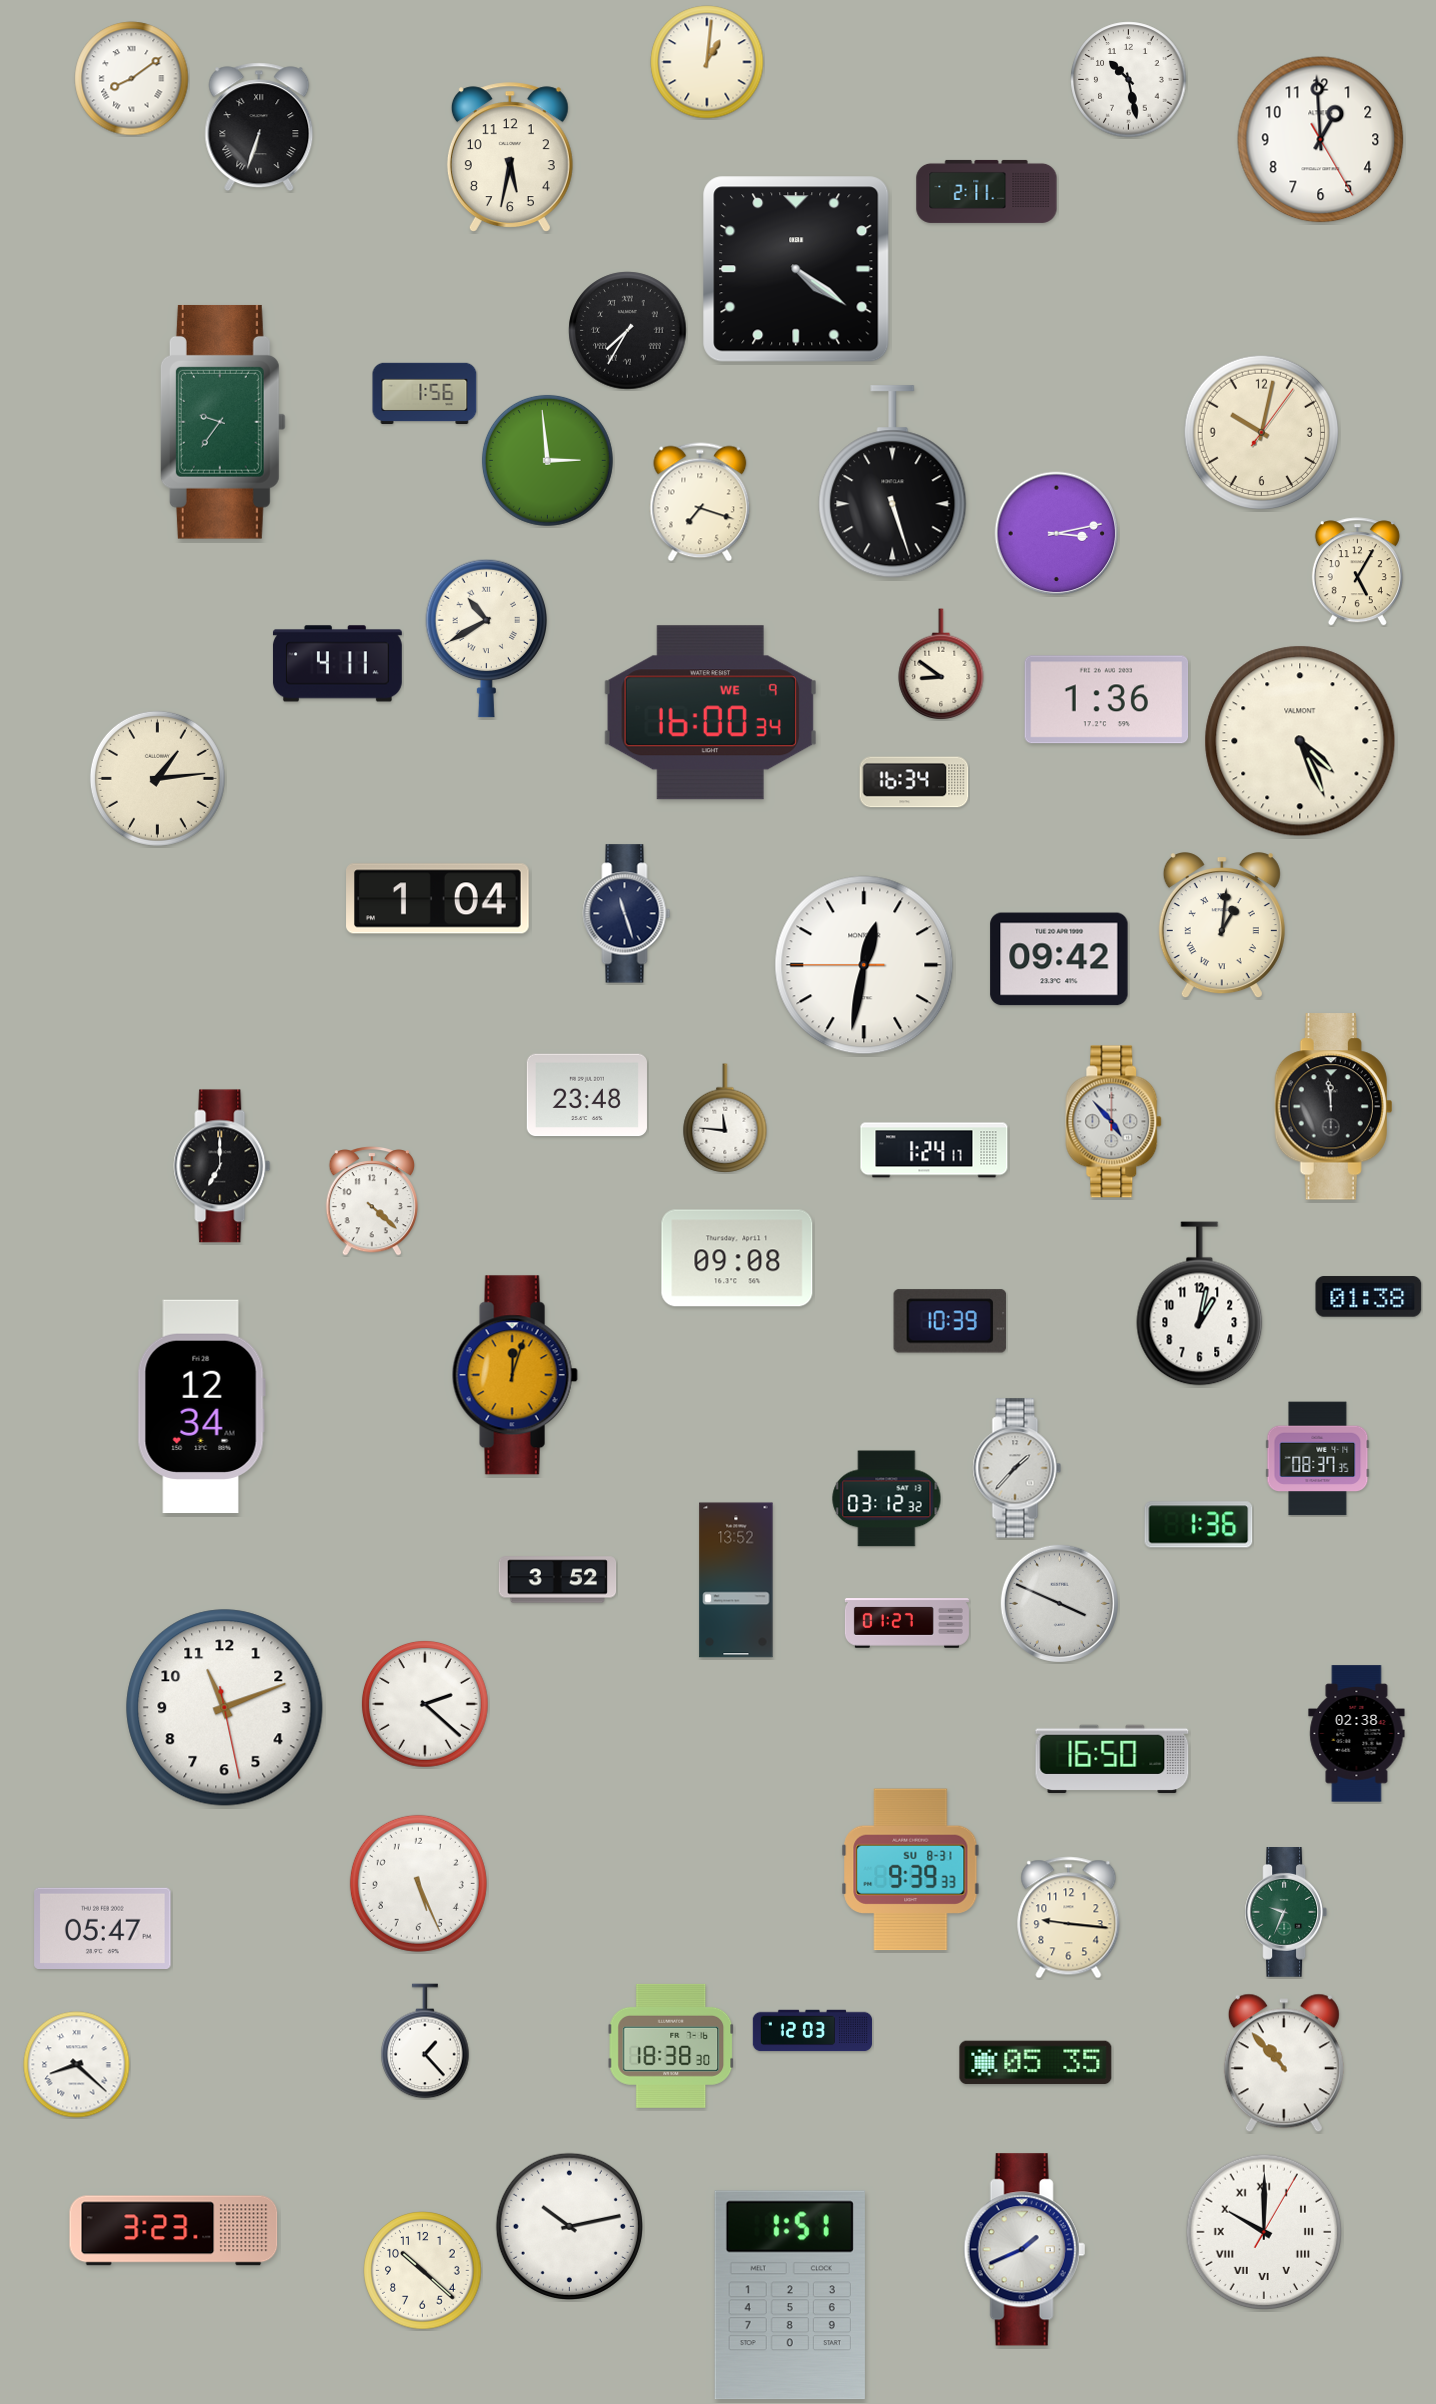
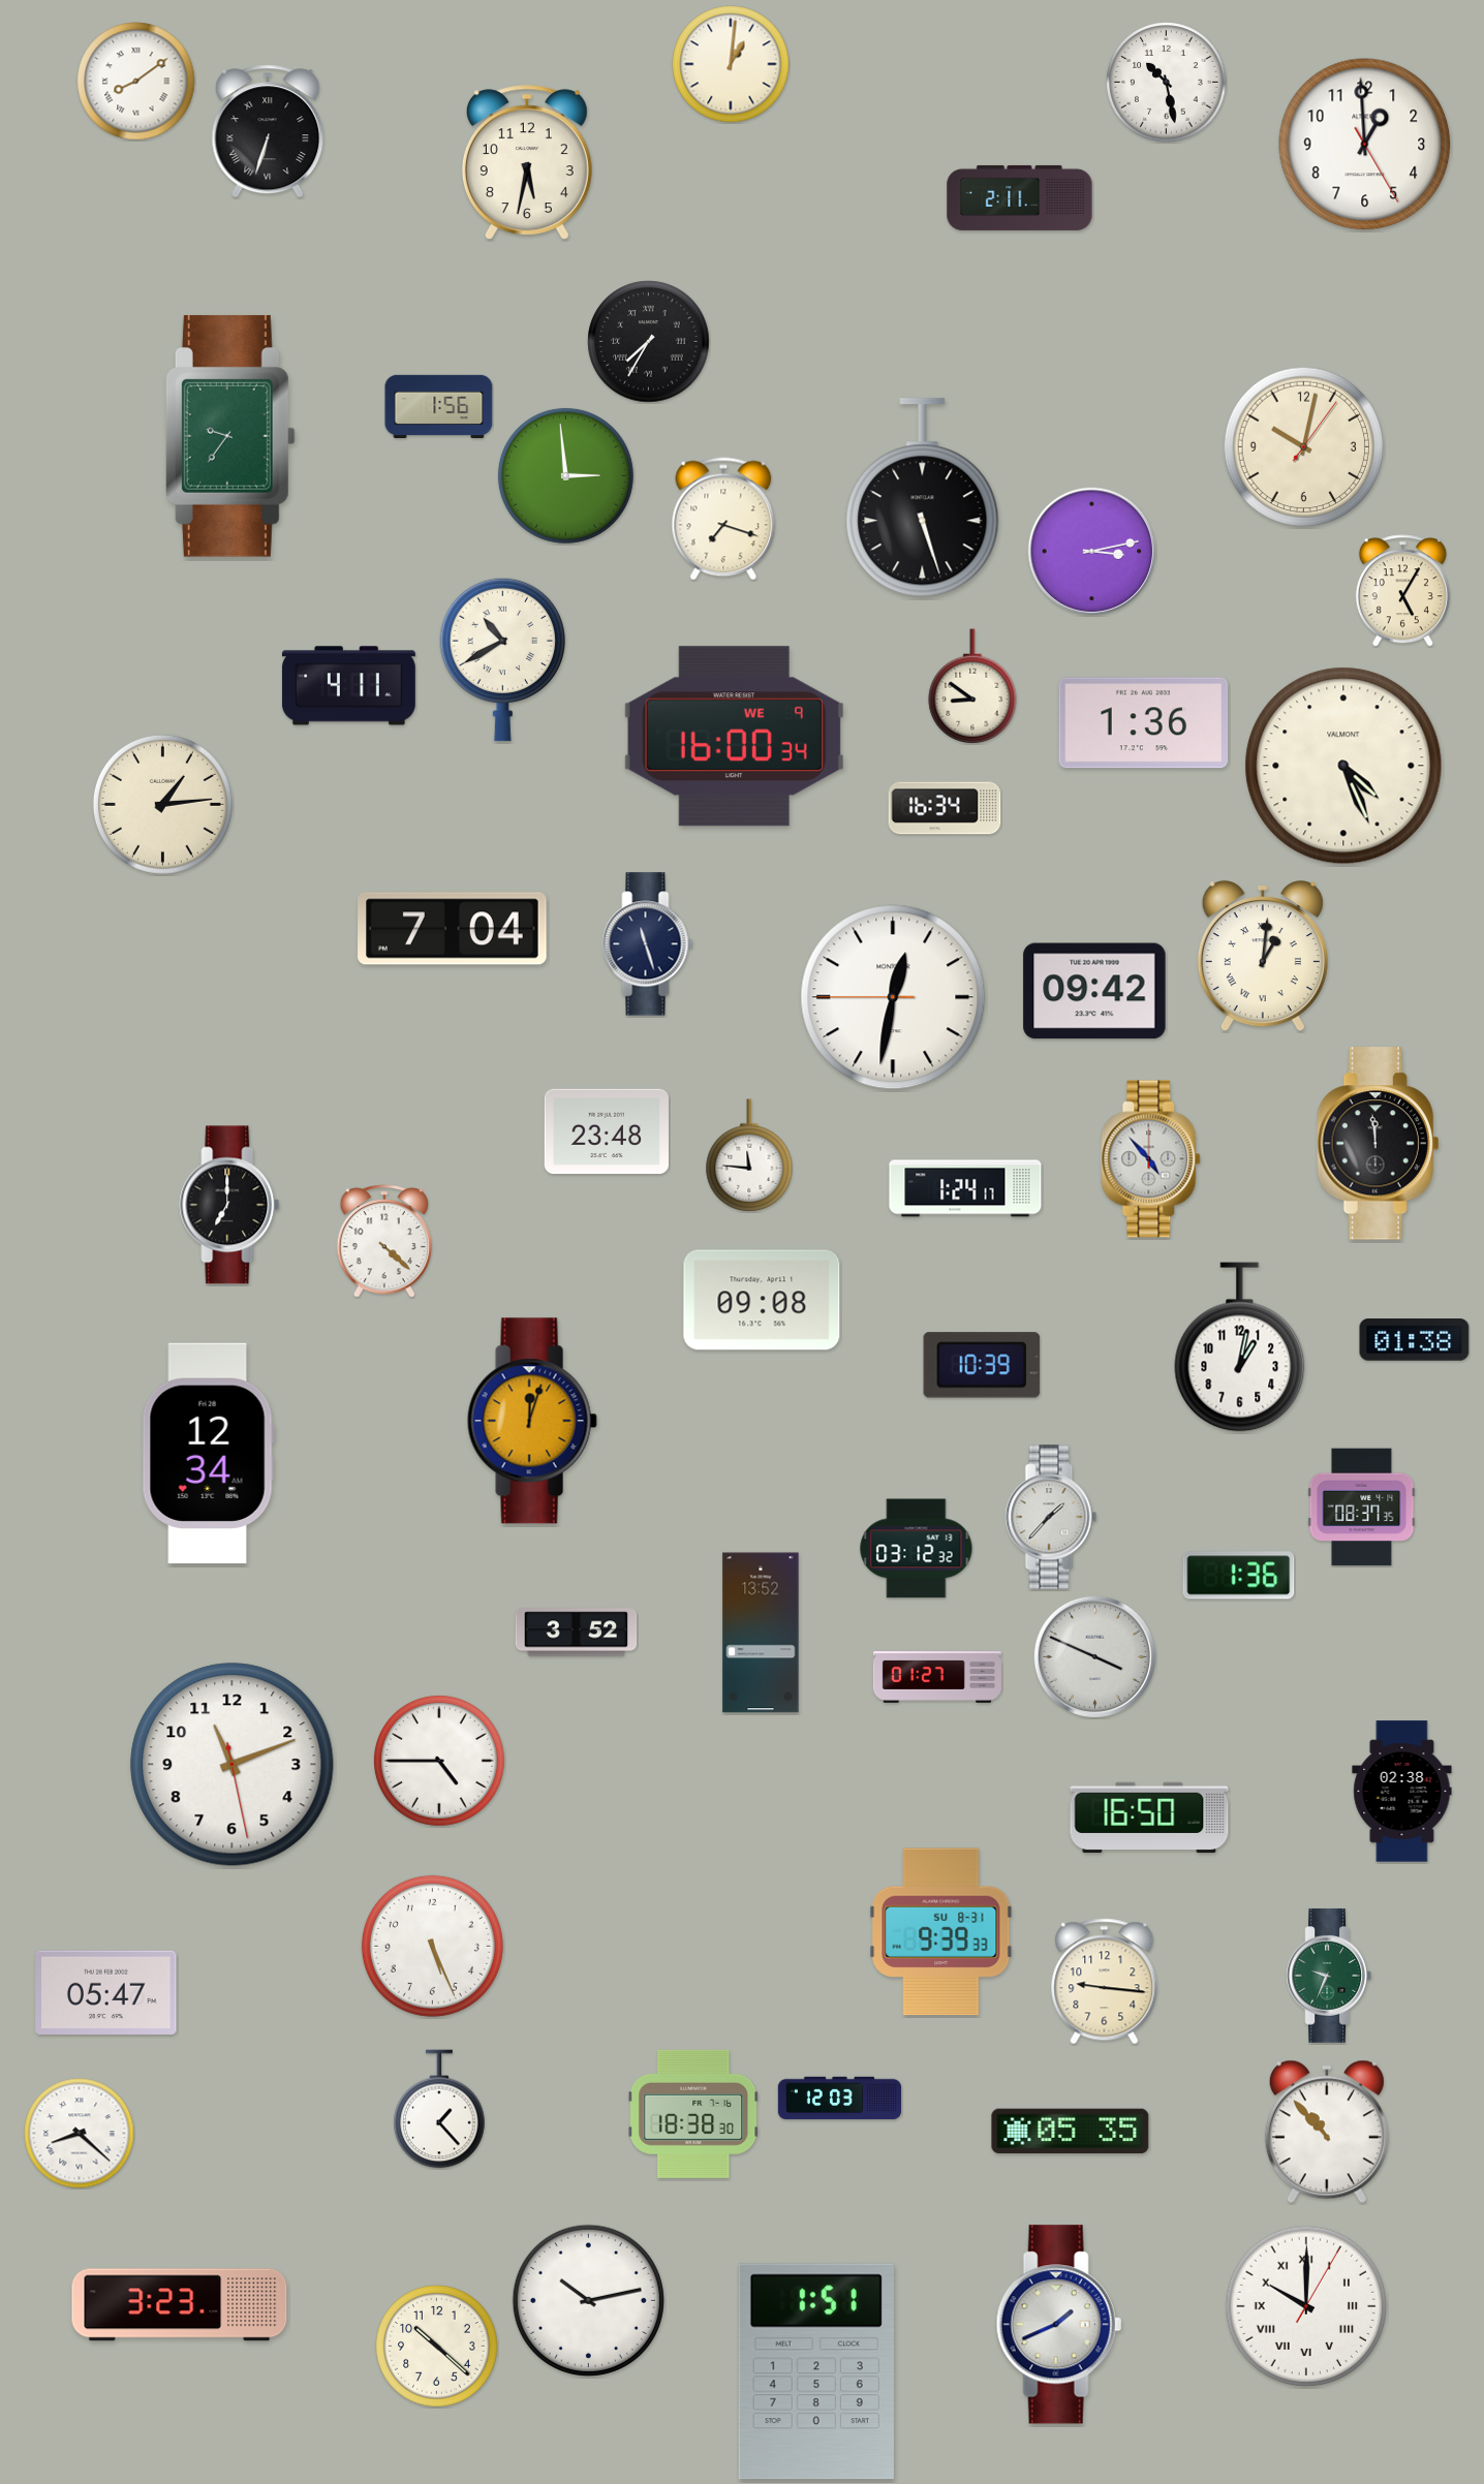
clock at (796, 269): 4:21 -> none
clock at (438, 899): 1:04 -> 7:04
clock at (425, 1704): 2:22 -> 4:45
